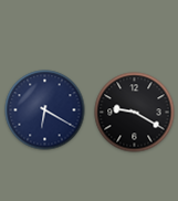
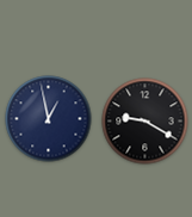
clock at (45, 110): 6:20 -> 12:58
